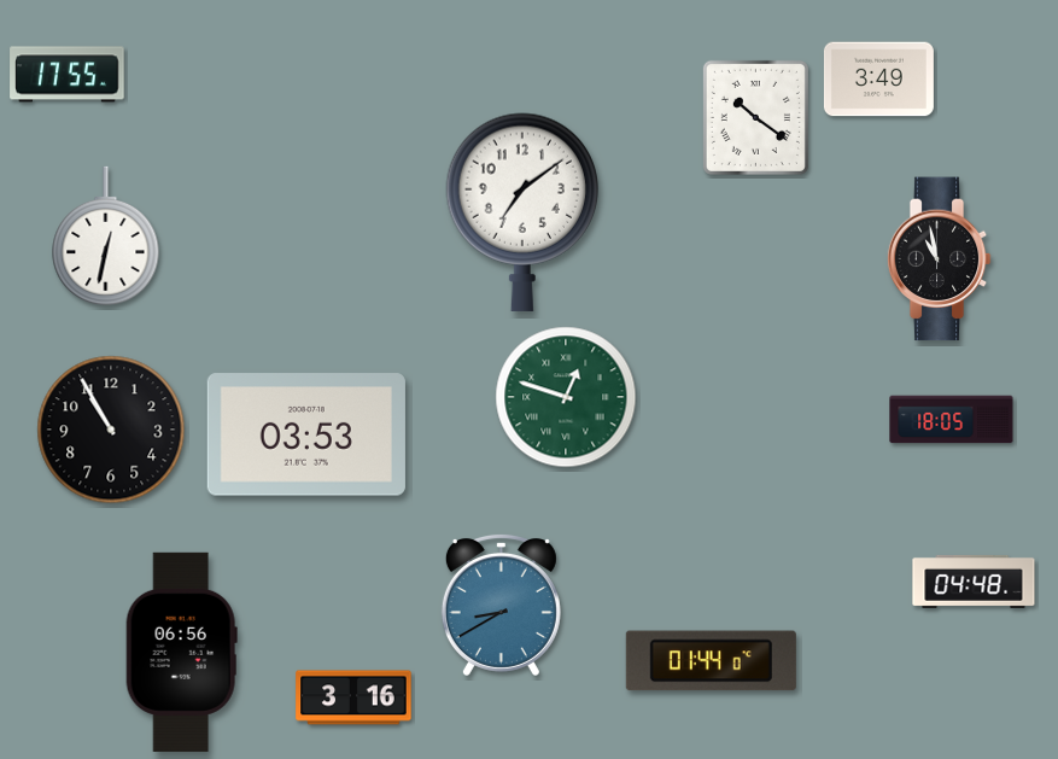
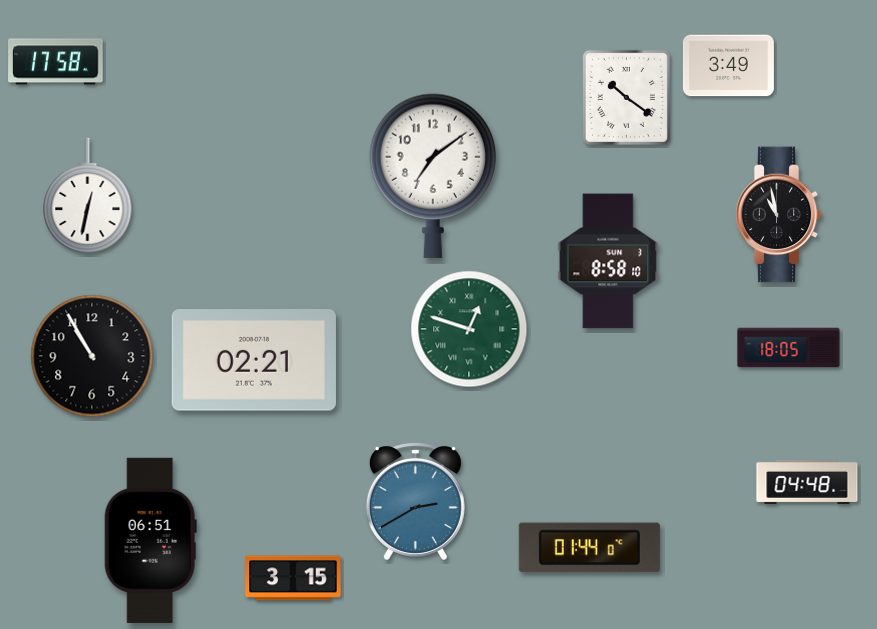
clock at (68, 75): 17:55 -> 17:58
clock at (608, 261): none -> 8:58
clock at (306, 434): 03:53 -> 02:21
clock at (501, 605): 8:40 -> 2:40
clock at (181, 652): 06:56 -> 06:51
clock at (353, 697): 3:16 -> 3:15
